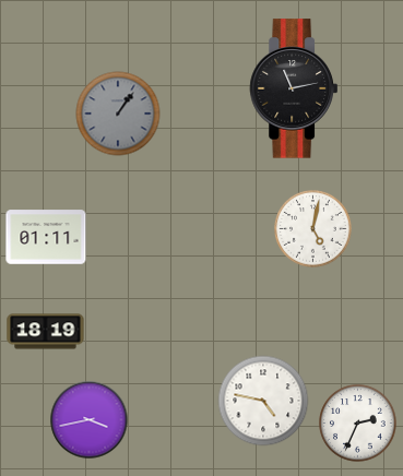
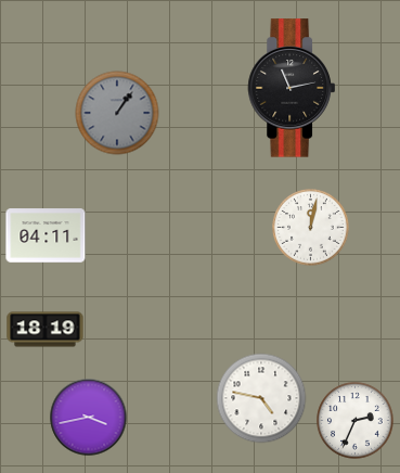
clock at (313, 229): 5:02 -> 12:02
clock at (46, 237): 01:11 -> 04:11
